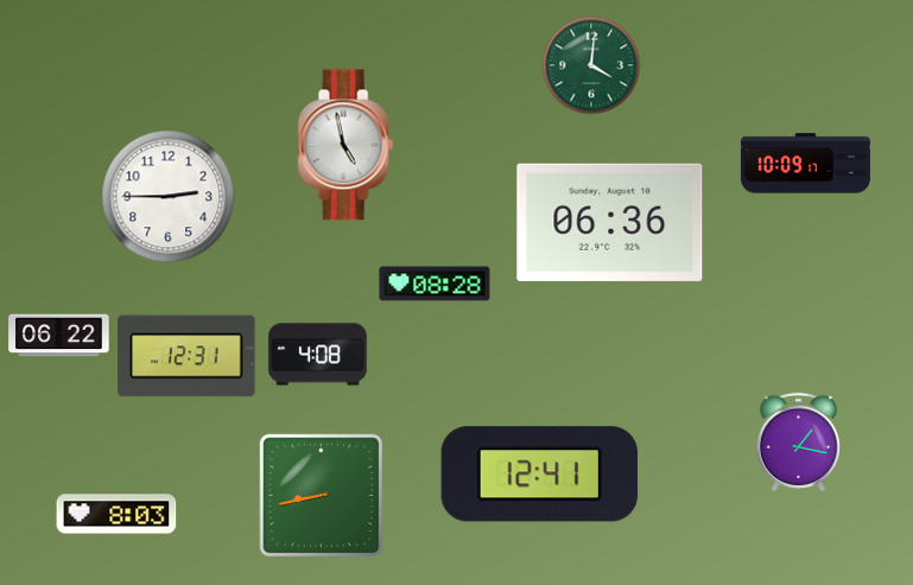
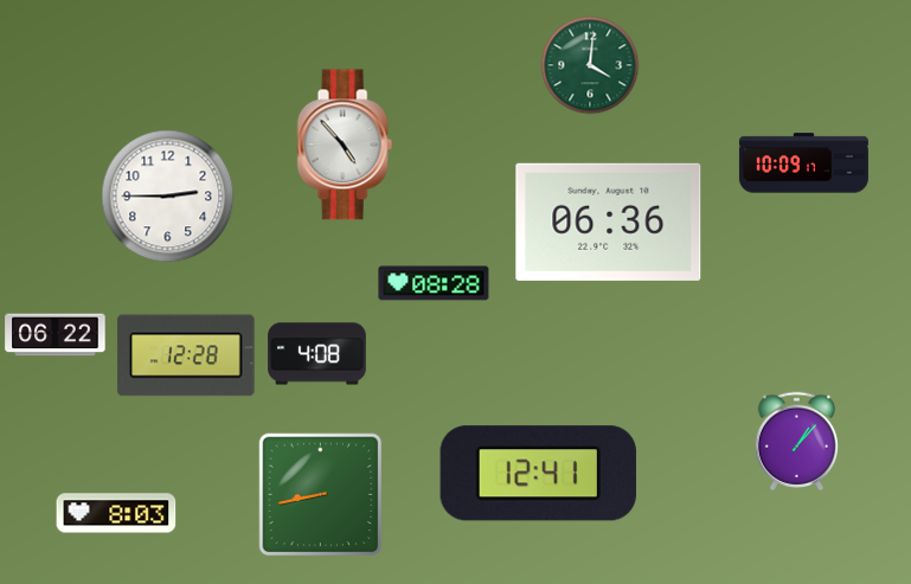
clock at (345, 145): 4:58 -> 4:53
clock at (59, 336) position: (59, 336) -> (56, 335)
clock at (186, 356): 12:31 -> 12:28
clock at (798, 441): 1:17 -> 1:07
